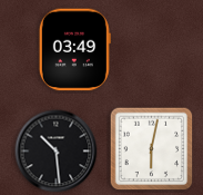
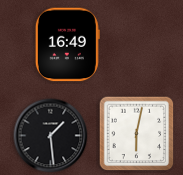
clock at (74, 50): 03:49 -> 16:49
clock at (57, 152): 10:29 -> 1:29
